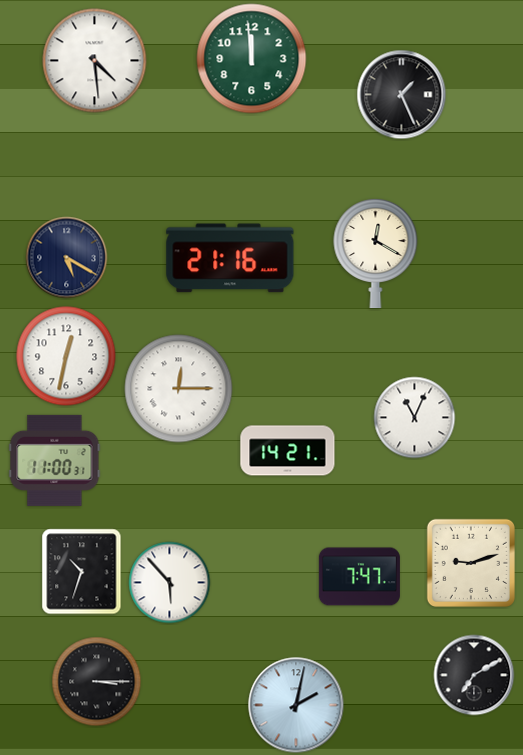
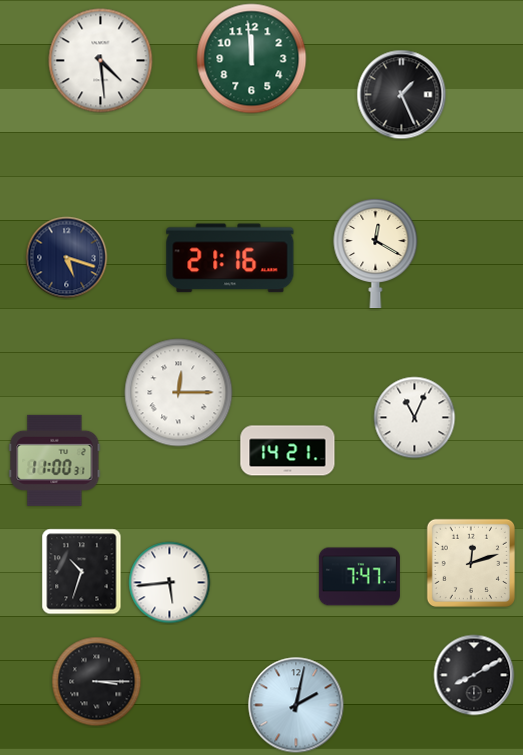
clock at (95, 61) position: (95, 61) -> (101, 61)
clock at (67, 258): 5:20 -> 5:18
clock at (66, 356): 12:32 -> none
clock at (179, 389) position: (179, 389) -> (179, 393)
clock at (471, 563): 9:12 -> 12:12
clock at (170, 583): 5:53 -> 5:44
clock at (474, 675): 7:10 -> 8:10
